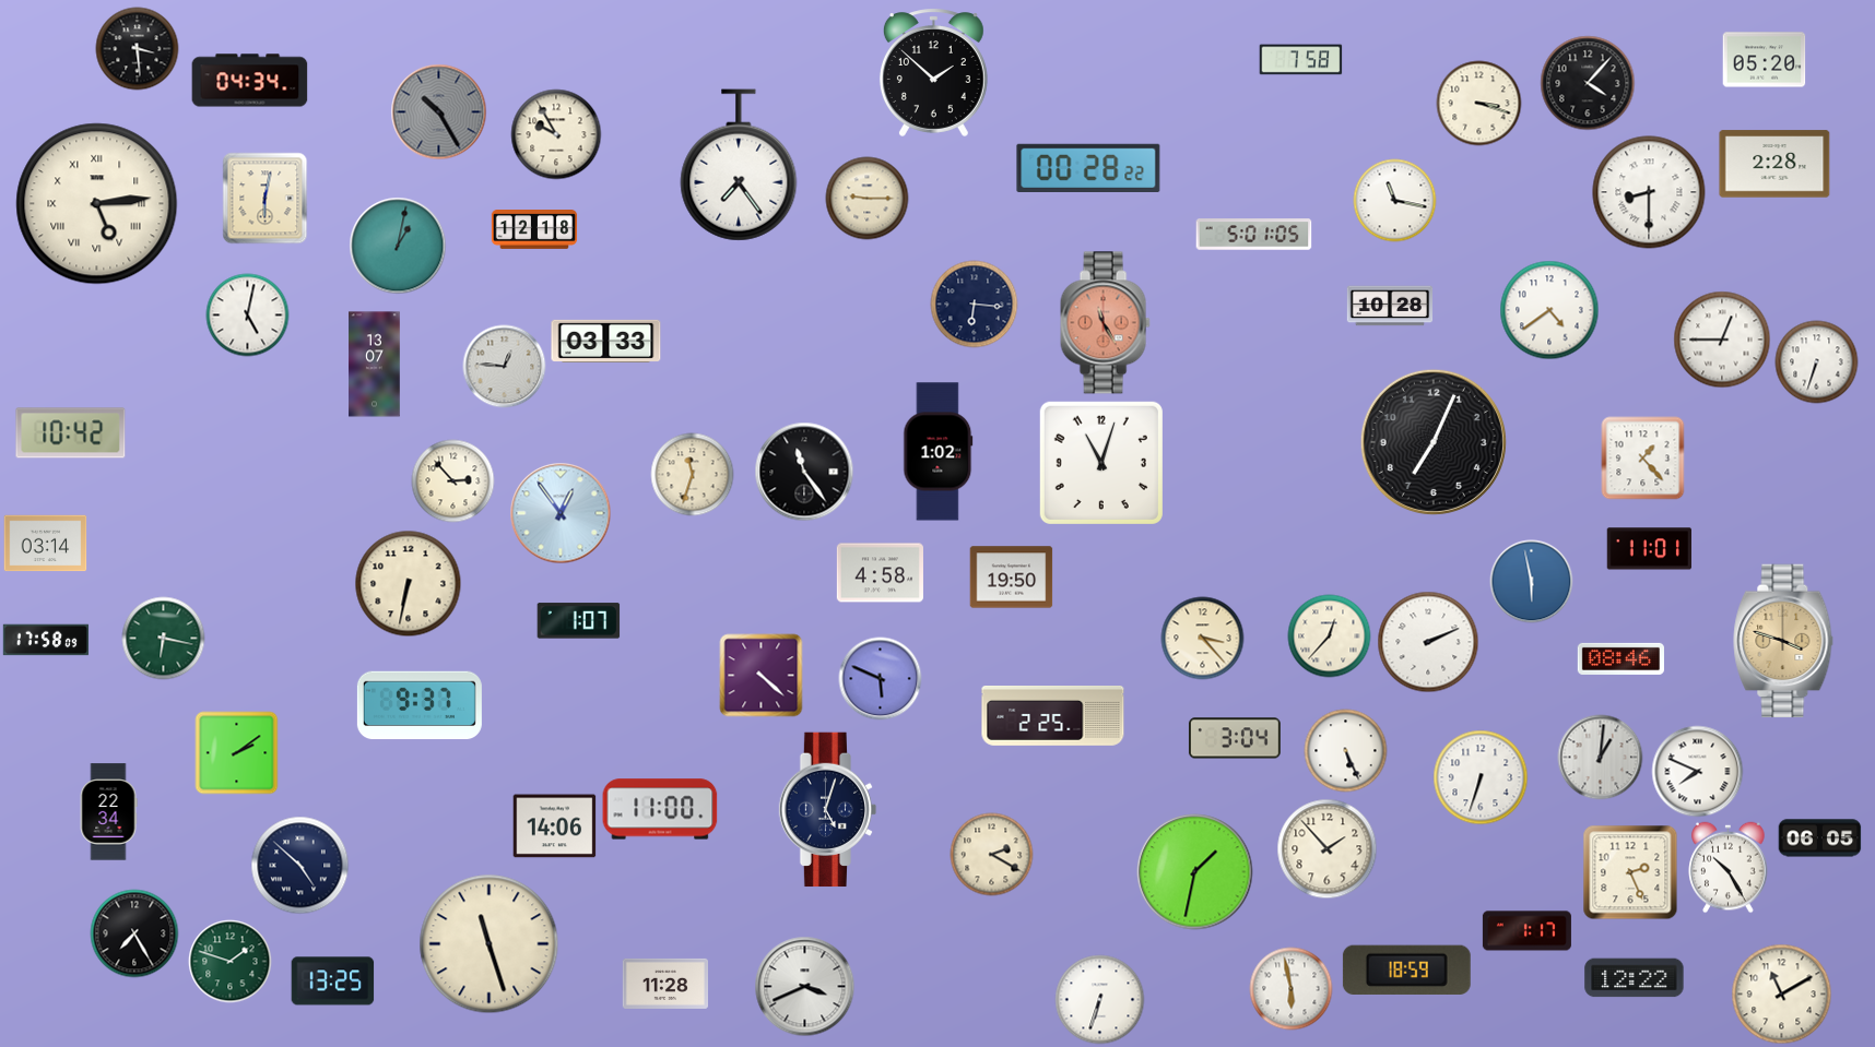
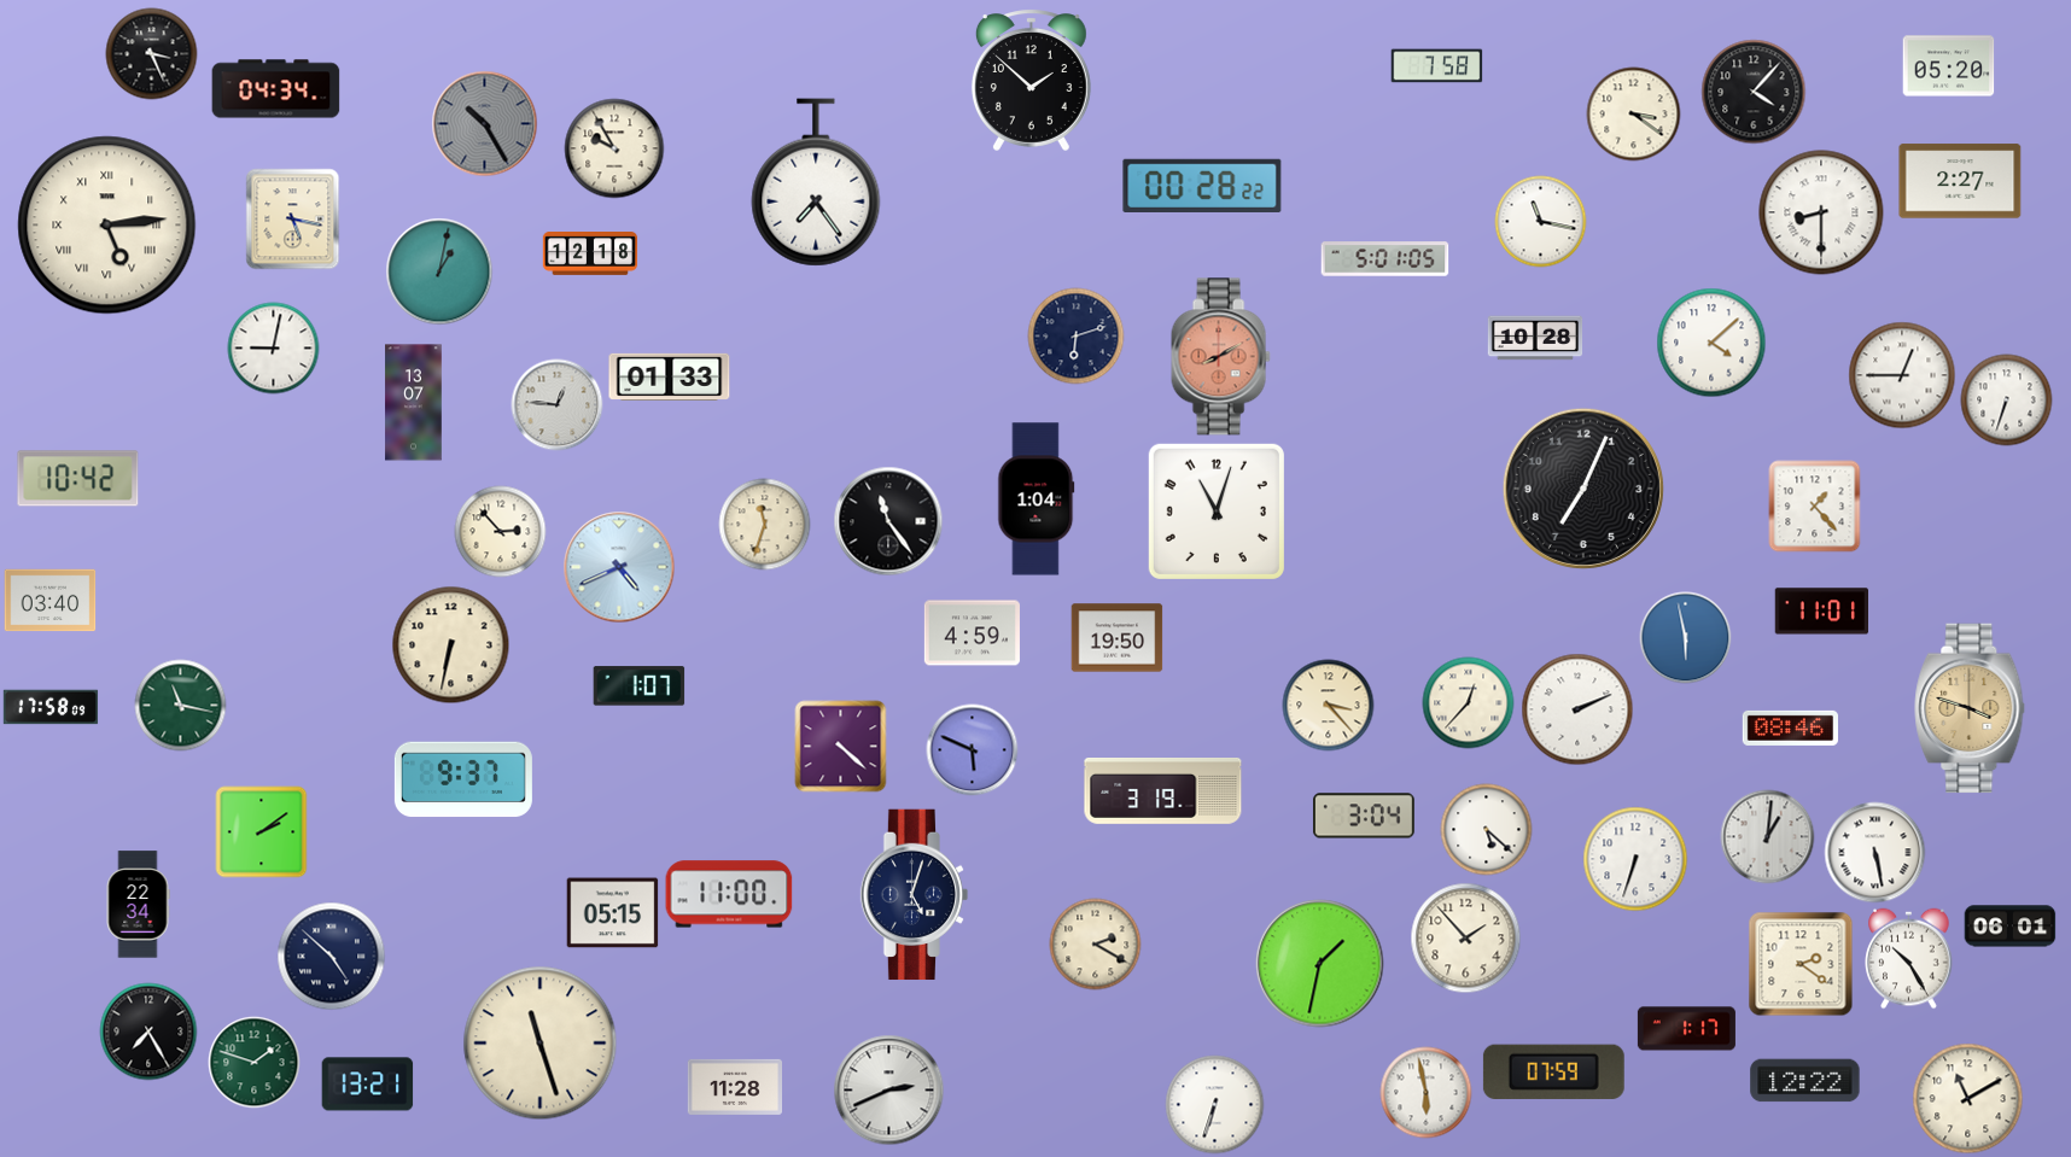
clock at (138, 49): 3:29 -> 3:26
clock at (1479, 104): 3:18 -> 3:21
clock at (1774, 164): 2:28 -> 2:27
clock at (266, 199): 6:02 -> 5:17
clock at (868, 199): 9:15 -> none
clock at (975, 305): 6:16 -> 6:12
clock at (1549, 310): 4:39 -> 4:08
clock at (248, 316): 5:02 -> 9:02
clock at (1105, 323): 11:25 -> 8:10
clock at (606, 341): 03:33 -> 01:33
clock at (939, 452): 1:02 -> 1:04
clock at (561, 513): 12:54 -> 4:41
clock at (46, 544): 03:14 -> 03:40
clock at (1649, 549) position: (1649, 549) -> (1821, 612)
clock at (880, 573): 4:58 -> 4:59
clock at (1532, 582) position: (1532, 582) -> (1686, 638)
clock at (164, 639): 6:17 -> 11:17
clock at (1053, 716): 2:25 -> 3:19
clock at (1346, 751): 5:26 -> 5:22
clock at (1698, 772): 7:49 -> 5:28
clock at (108, 812) position: (108, 812) -> (138, 905)
clock at (555, 826): 14:06 -> 05:15
clock at (1820, 838): 06:05 -> 06:01
clock at (1630, 872): 2:26 -> 2:21
clock at (1406, 969): 18:59 -> 07:59
clock at (333, 981): 13:25 -> 13:21
clock at (805, 987): 3:41 -> 2:41
